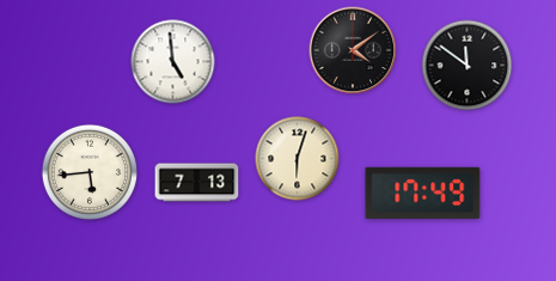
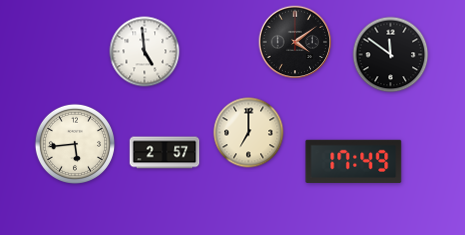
clock at (298, 159): 6:03 -> 7:00
clock at (197, 183): 7:13 -> 2:57
